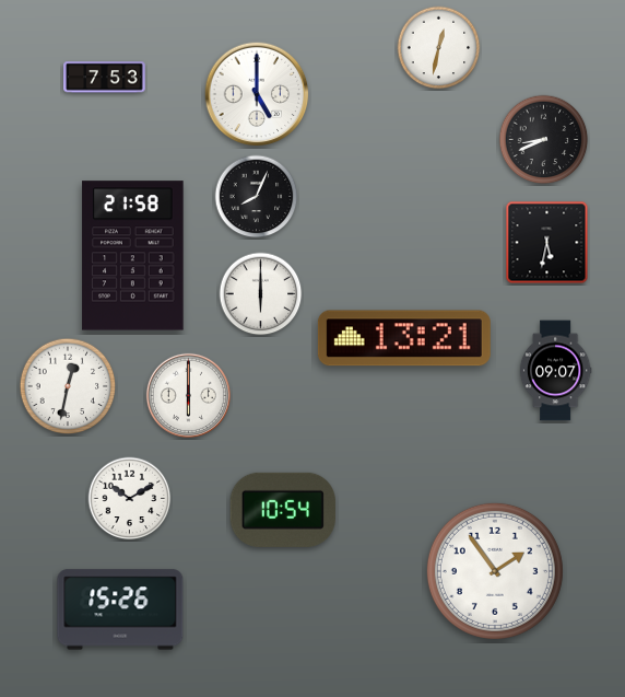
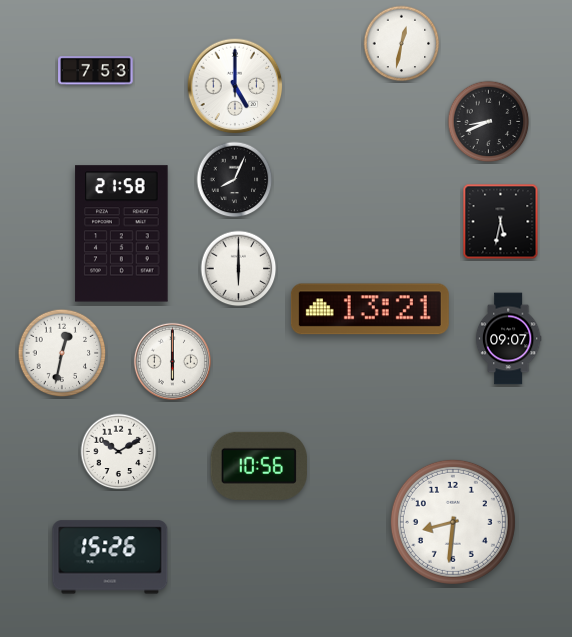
clock at (544, 140) position: (544, 140) -> (489, 122)
clock at (130, 499) position: (130, 499) -> (119, 452)
clock at (283, 510): 10:54 -> 10:56
clock at (495, 571): 1:54 -> 8:31
